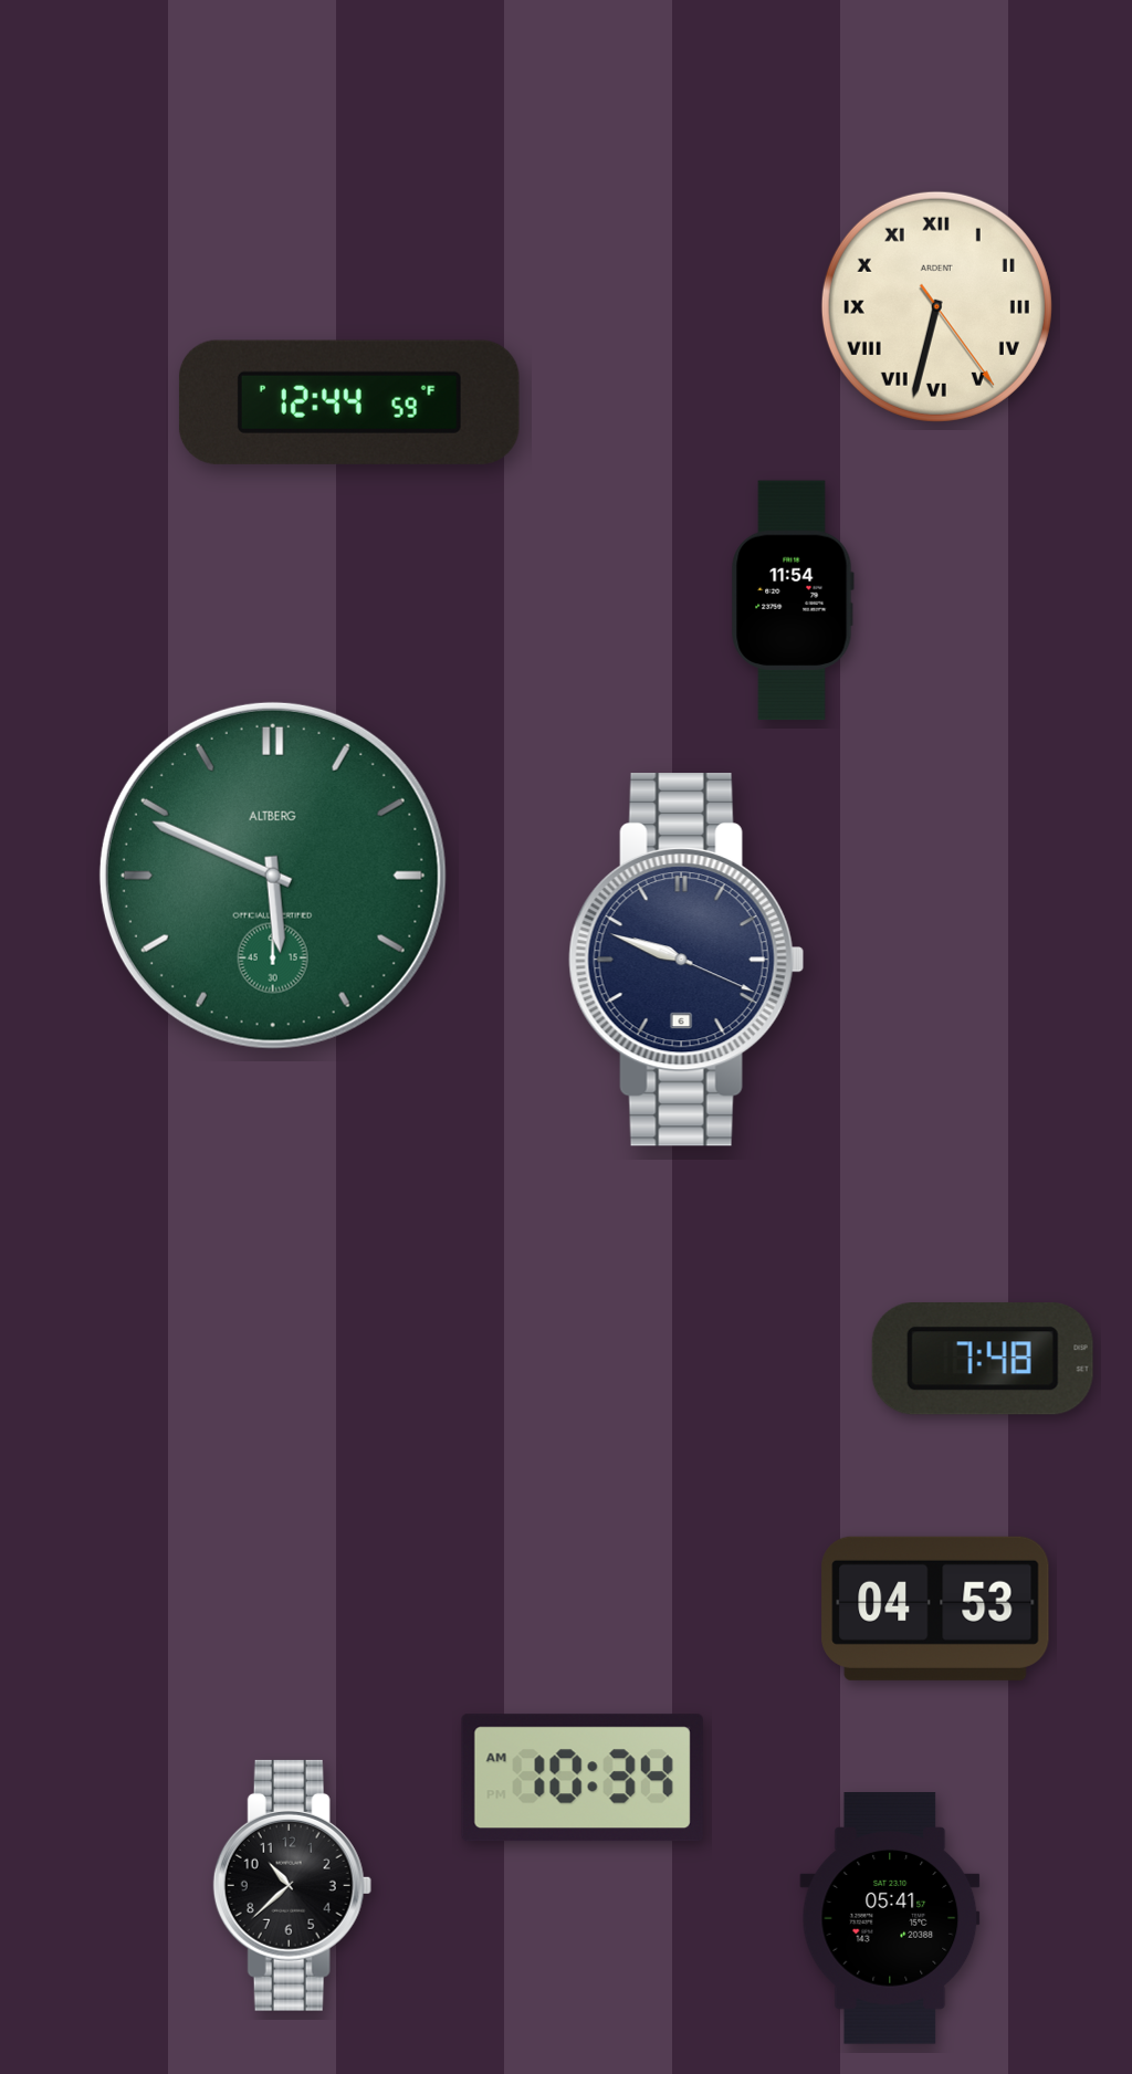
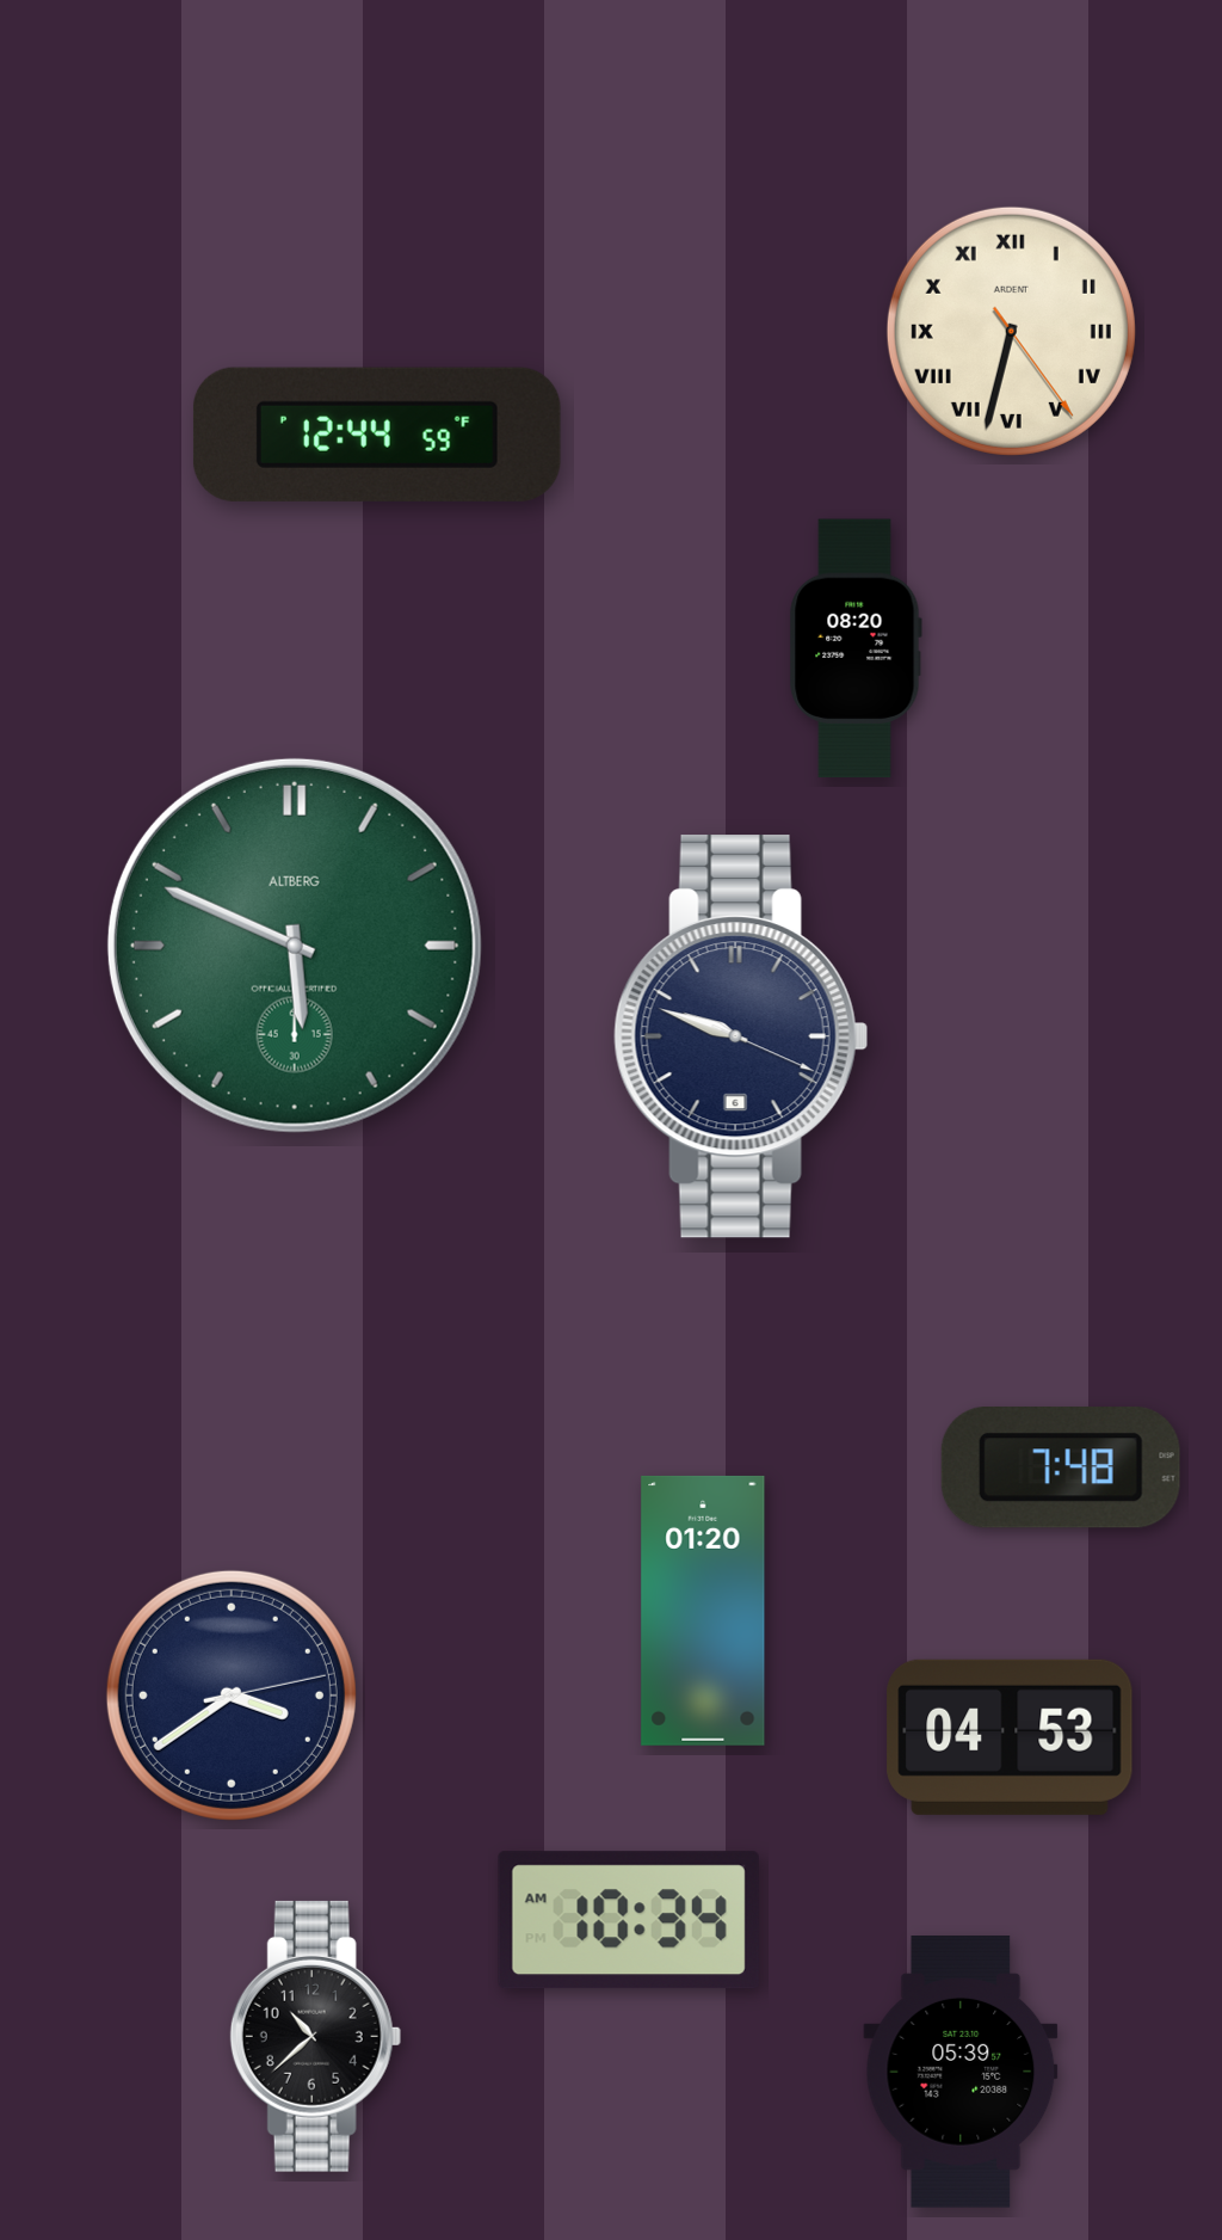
clock at (793, 600): 11:54 -> 08:20
clock at (703, 1611): none -> 01:20
clock at (232, 1696): none -> 3:39
clock at (890, 1919): 05:41 -> 05:39
